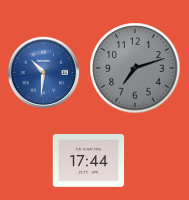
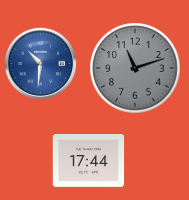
clock at (135, 68): 7:12 -> 11:12
clock at (44, 73) position: (44, 73) -> (41, 64)
